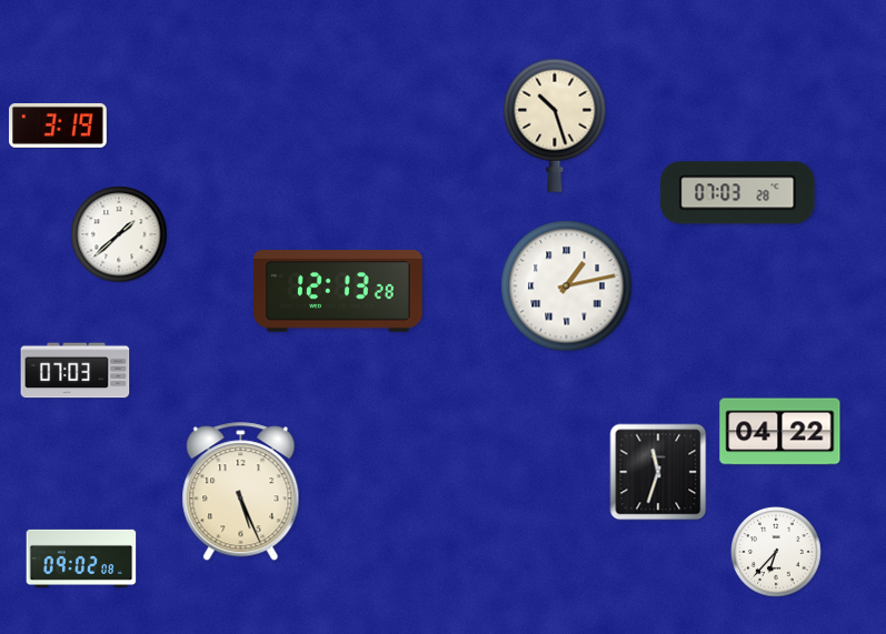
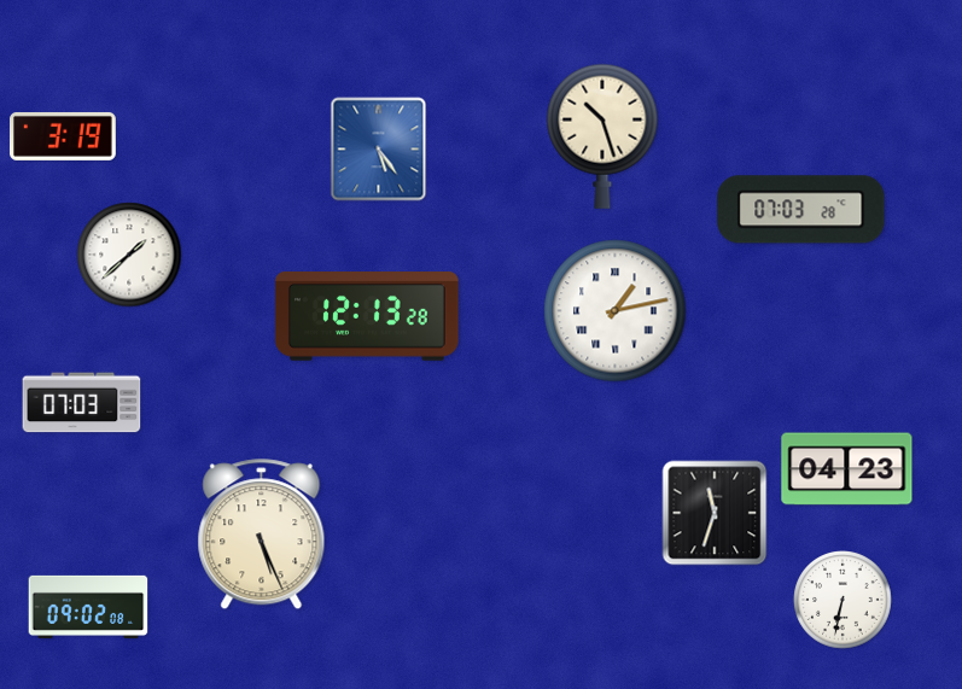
clock at (379, 150): none -> 5:24
clock at (780, 432): 04:22 -> 04:23
clock at (776, 552): 6:37 -> 6:32
